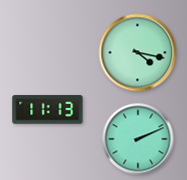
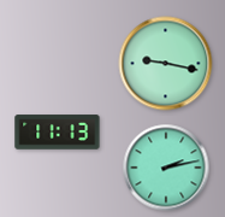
clock at (138, 53): 4:17 -> 9:17
clock at (138, 139): 2:11 -> 2:13
